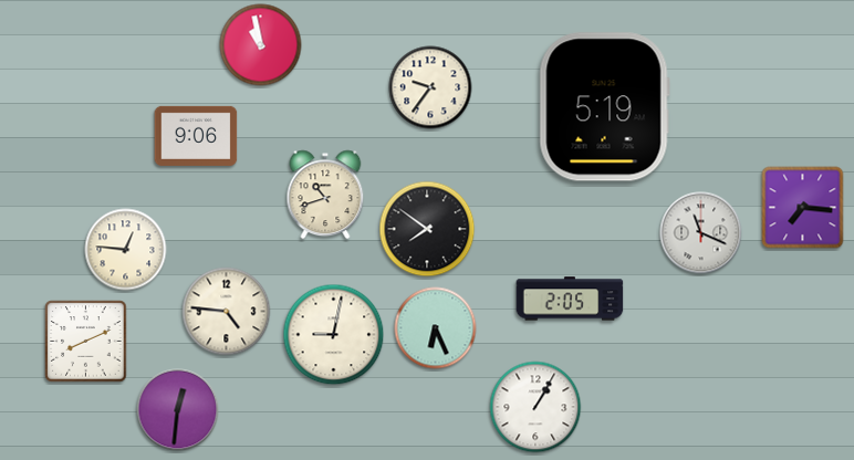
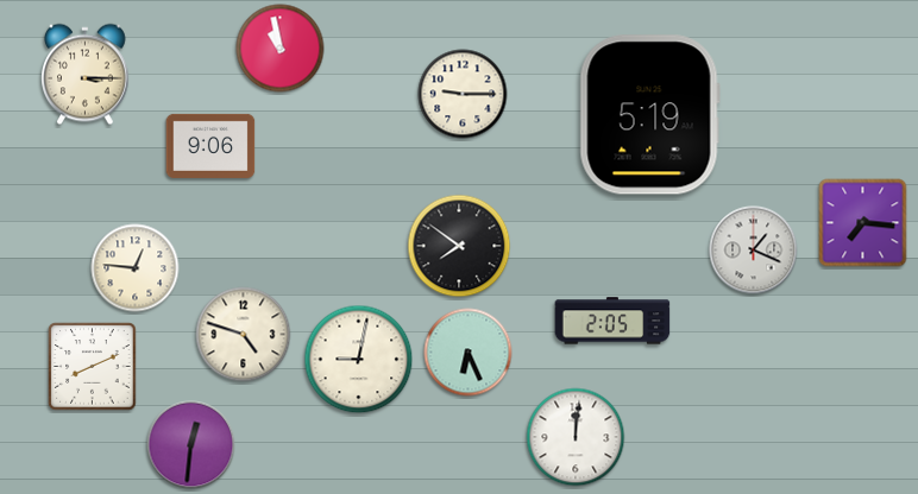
clock at (86, 75): none -> 3:15
clock at (430, 87): 9:36 -> 9:15
clock at (325, 195): 10:42 -> none
clock at (701, 233): 11:19 -> 1:19
clock at (227, 312): 4:46 -> 4:48
clock at (535, 407): 1:05 -> 12:01
clock at (178, 410) position: (178, 410) -> (191, 445)
